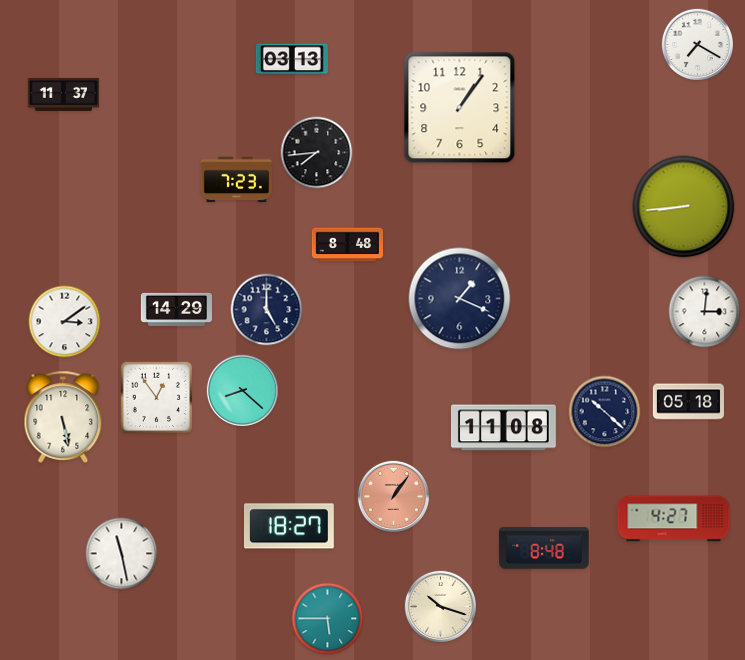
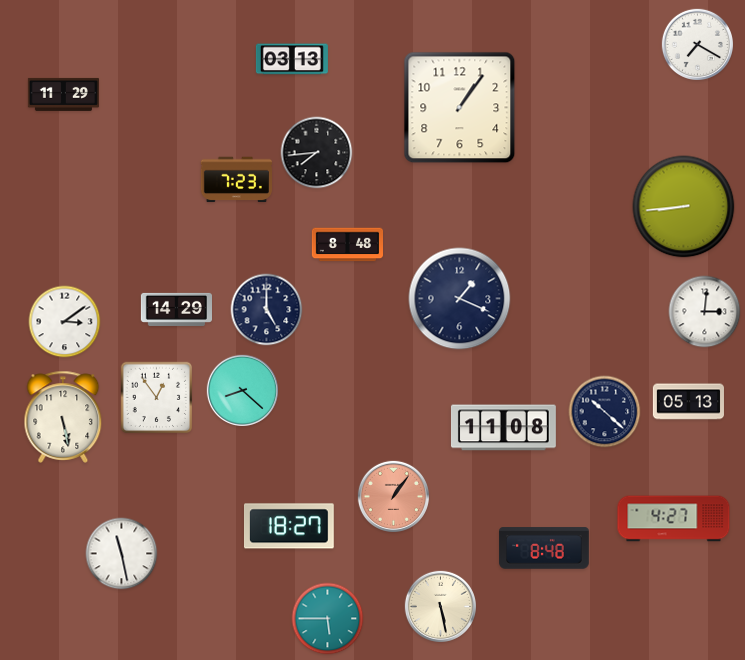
clock at (63, 94): 11:37 -> 11:29
clock at (688, 402): 05:18 -> 05:13
clock at (440, 606): 10:18 -> 5:28
